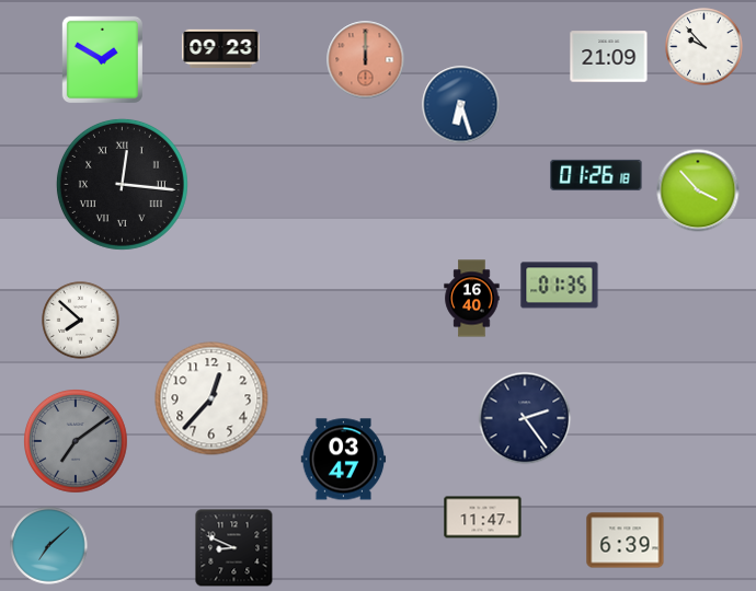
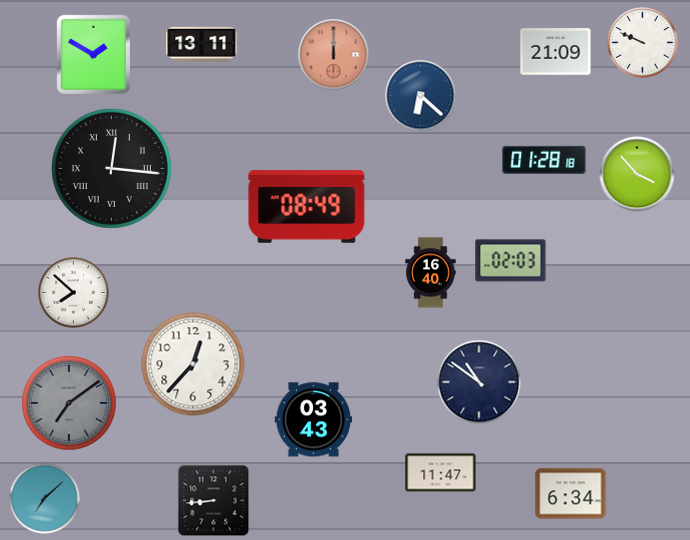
clock at (705, 47): 9:53 -> 9:49
clock at (221, 48): 09:23 -> 13:11
clock at (461, 105): 6:27 -> 6:22
clock at (596, 175): 01:26 -> 01:28
clock at (307, 207): none -> 08:49
clock at (560, 286): 01:35 -> 02:03
clock at (525, 418): 2:24 -> 10:51
clock at (344, 460): 03:47 -> 03:43
clock at (626, 541): 6:39 -> 6:34
clock at (234, 548): 8:49 -> 8:44
